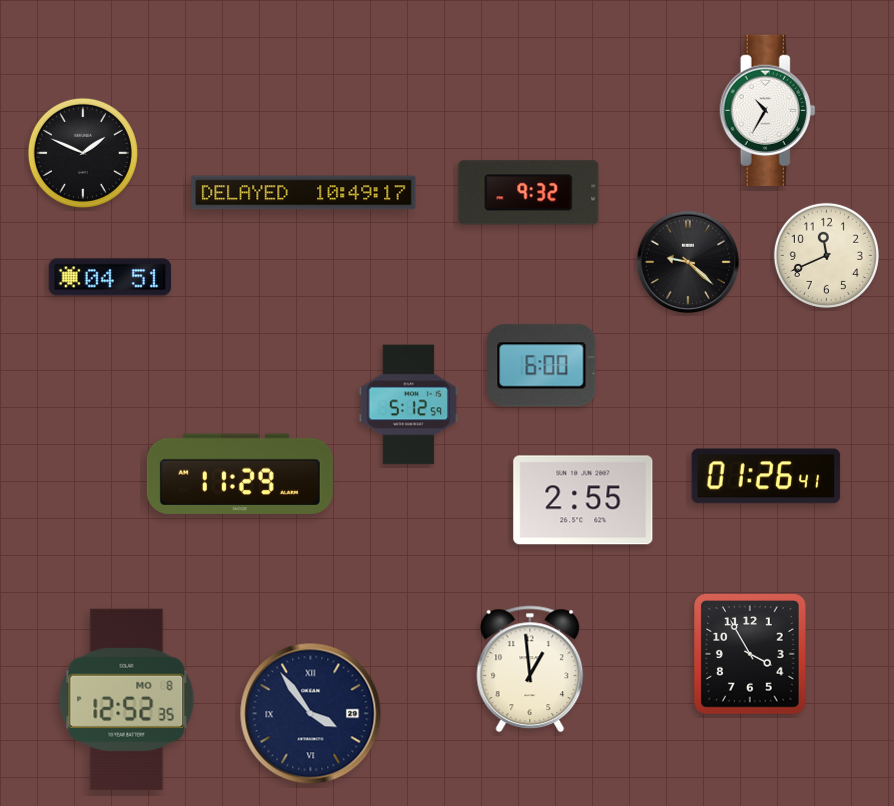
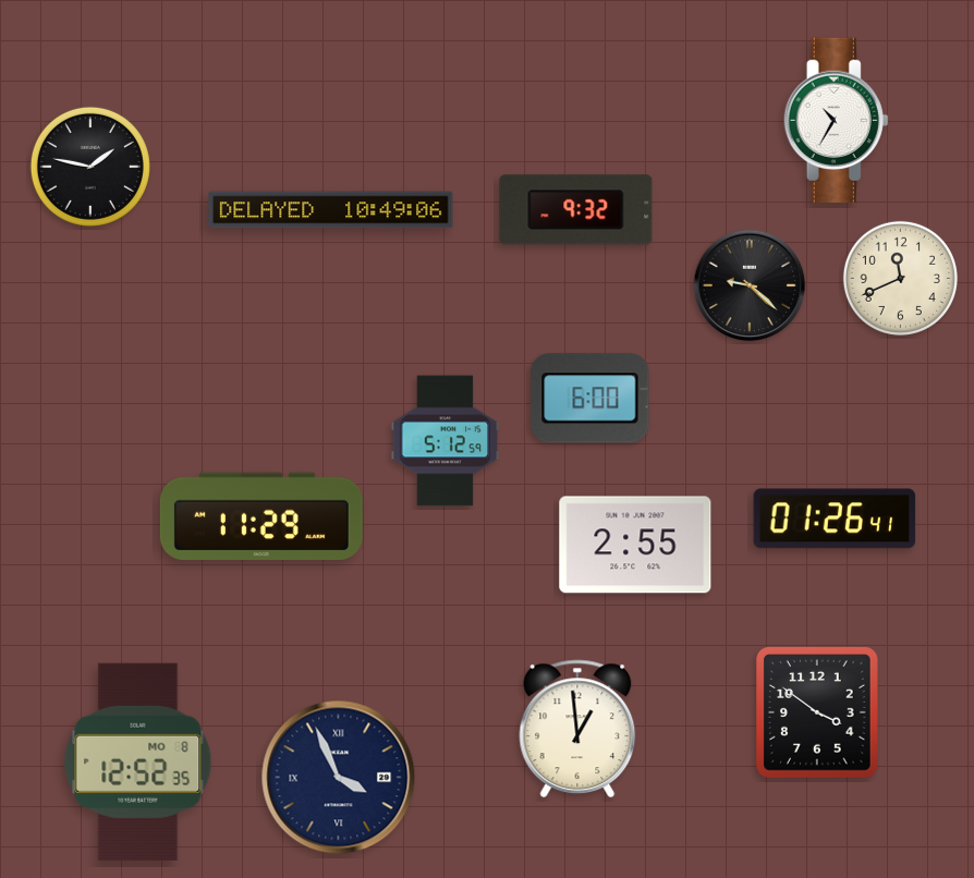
clock at (83, 153): 1:49 -> 1:47
clock at (304, 193): 10:49:17 -> 10:49:06
clock at (110, 277): 04:51 -> none
clock at (750, 654): 3:55 -> 3:51
clock at (311, 714): 3:54 -> 3:56
